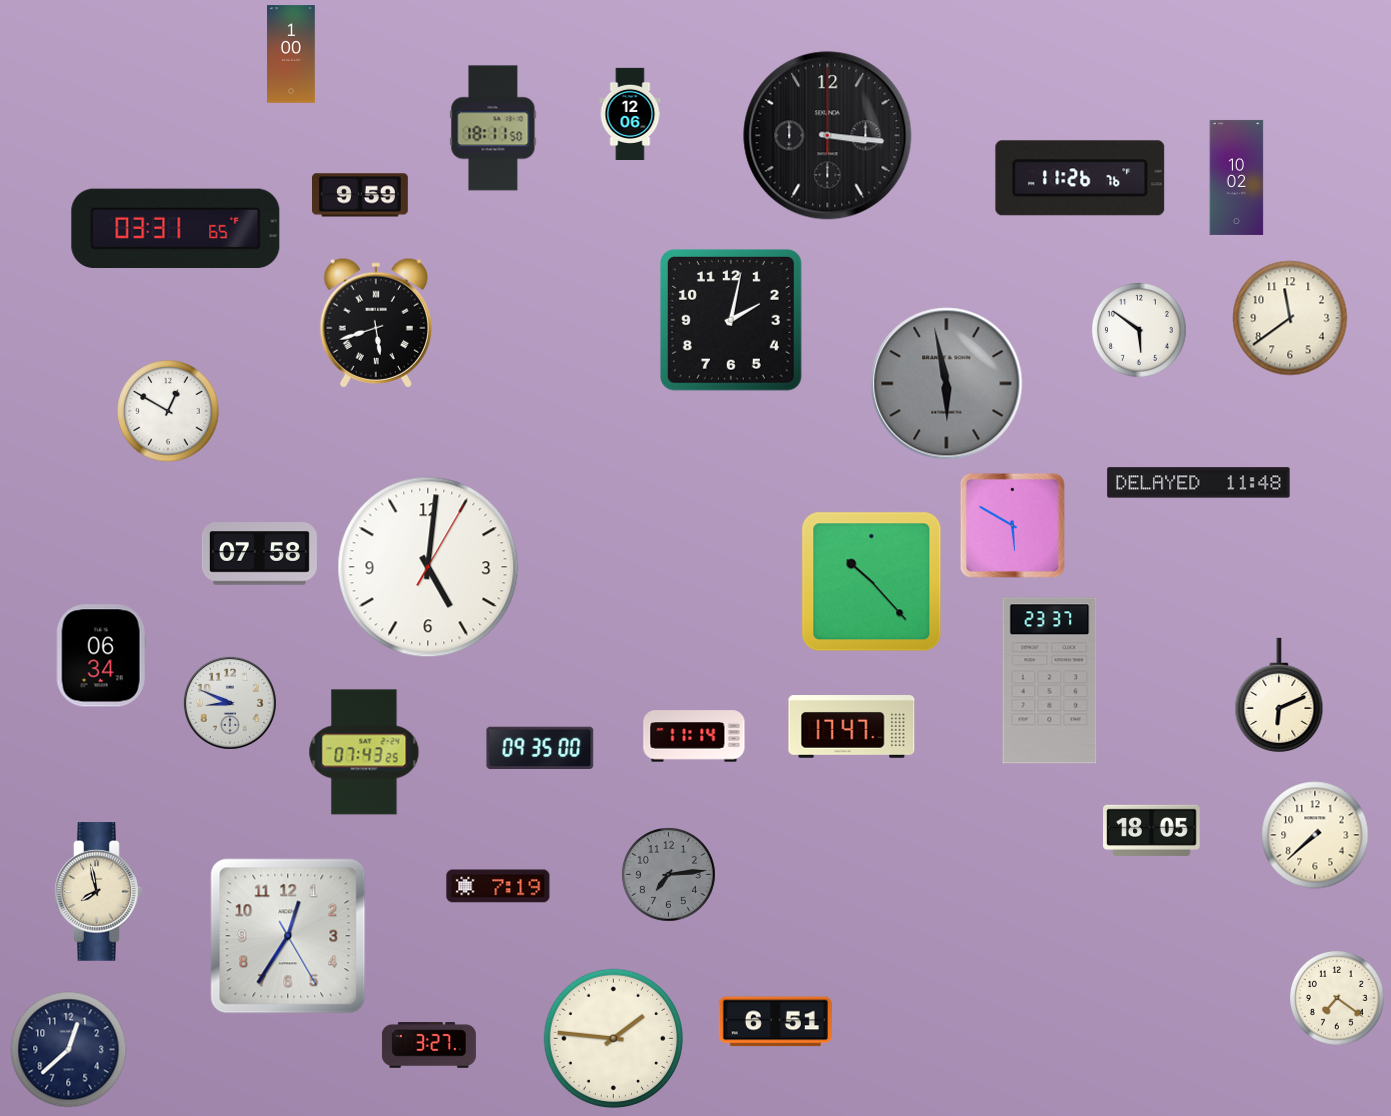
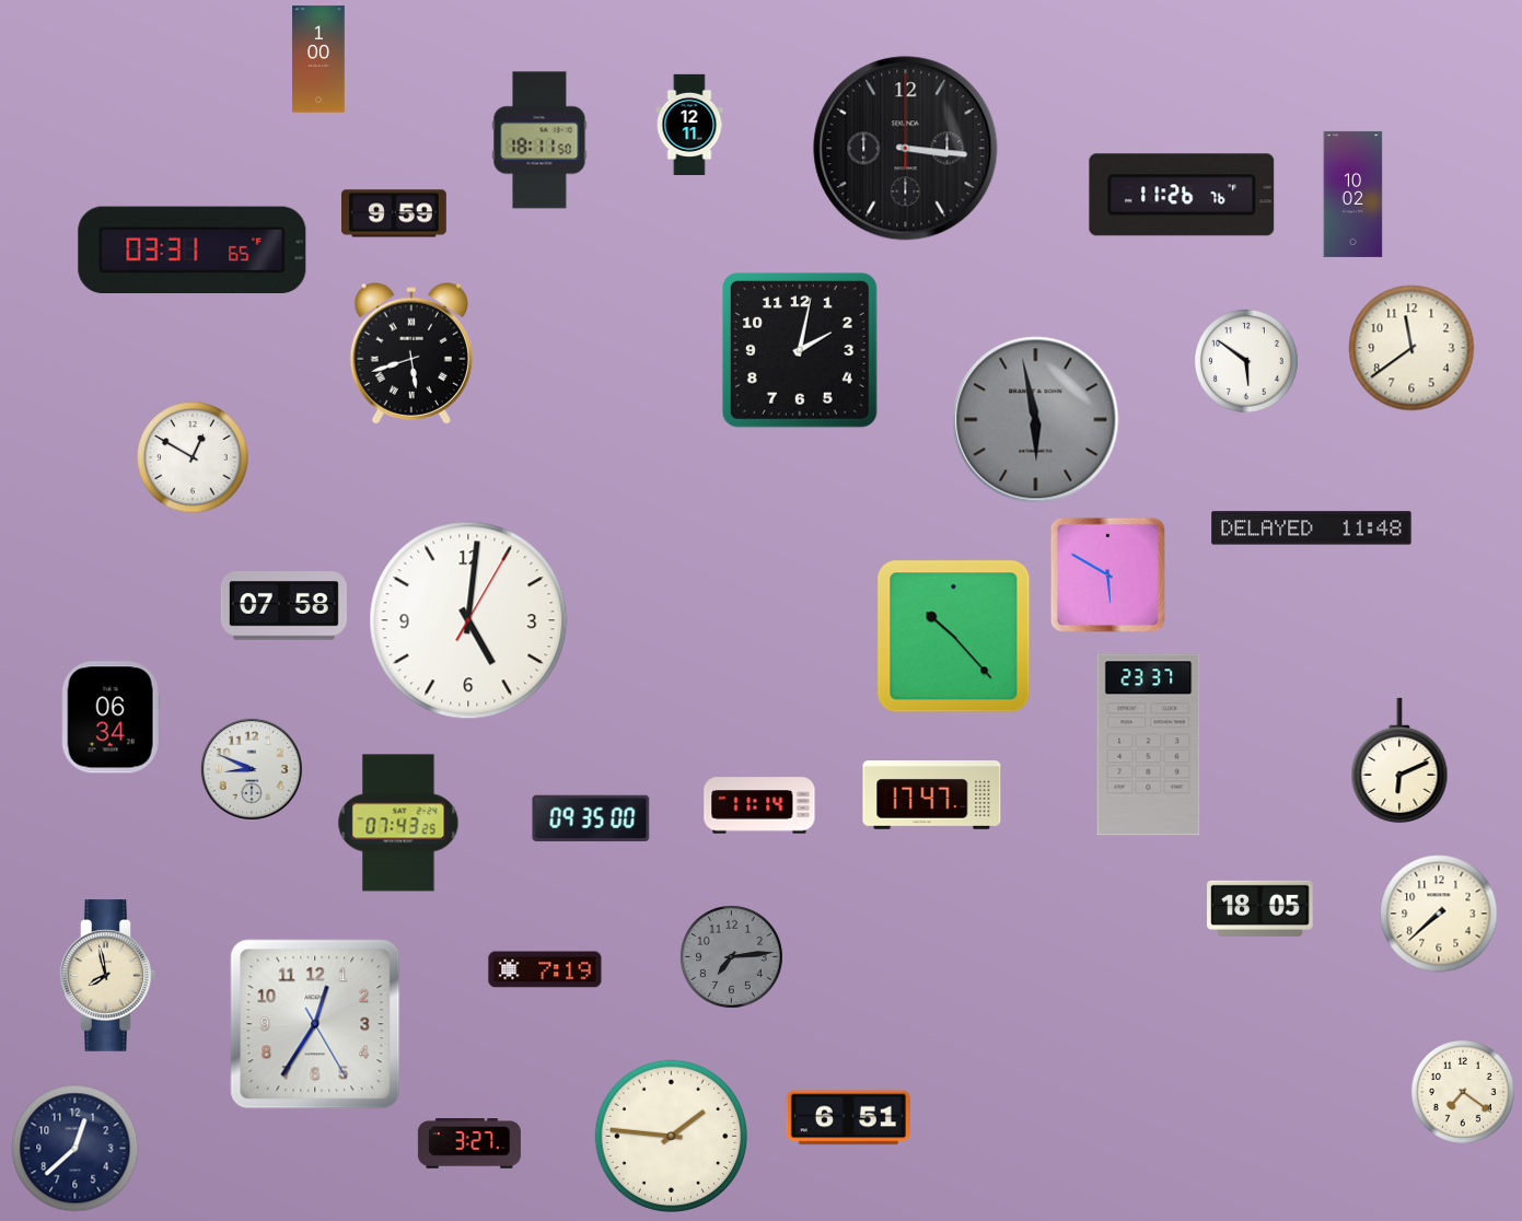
clock at (630, 113): 12:06 -> 12:11
clock at (168, 411) position: (168, 411) -> (193, 457)
